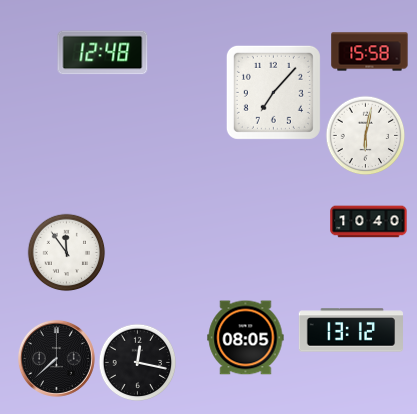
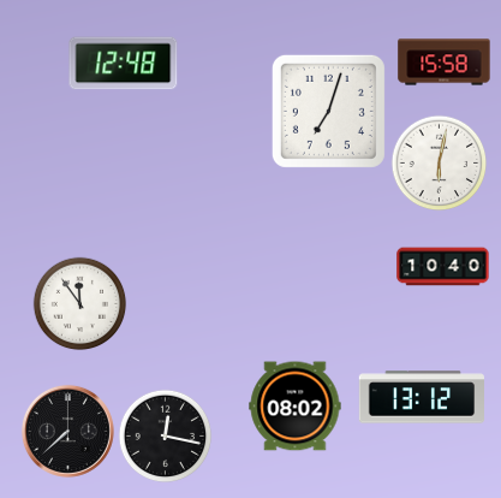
clock at (273, 92): 7:07 -> 7:03
clock at (246, 338): 08:05 -> 08:02
